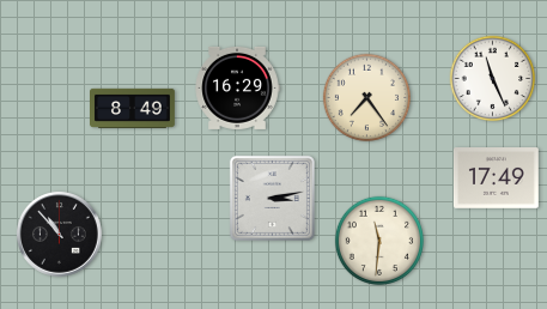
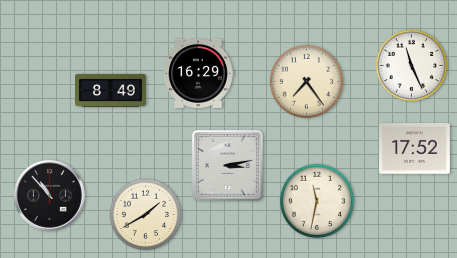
clock at (496, 178): 17:49 -> 17:52
clock at (379, 241): 11:31 -> 11:32
clock at (146, 215): none -> 1:40
